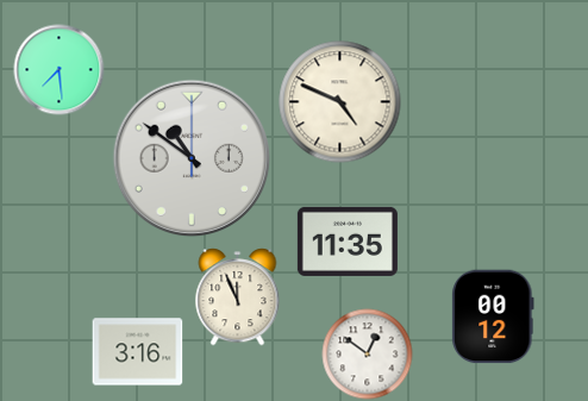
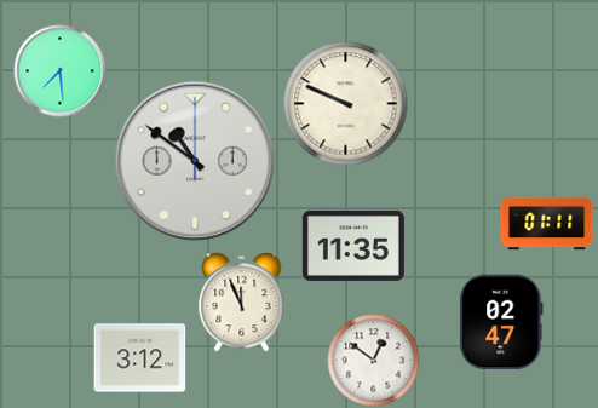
clock at (340, 102): 4:49 -> 9:49
clock at (547, 224): none -> 01:11
clock at (493, 317): 00:12 -> 02:47
clock at (138, 352): 3:16 -> 3:12
